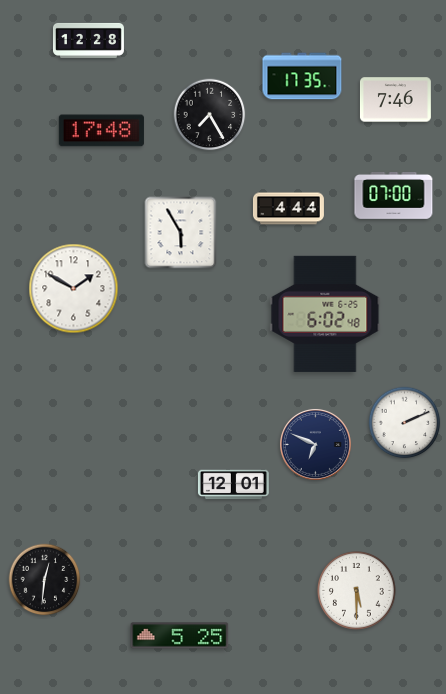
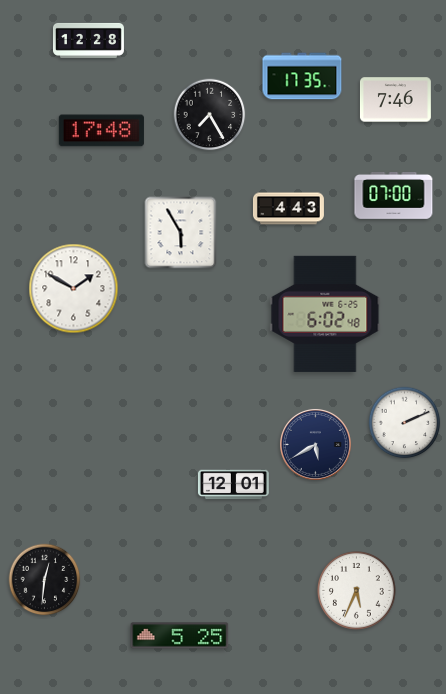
clock at (288, 209): 4:44 -> 4:43
clock at (315, 444): 6:49 -> 5:40
clock at (356, 590): 5:30 -> 5:34
